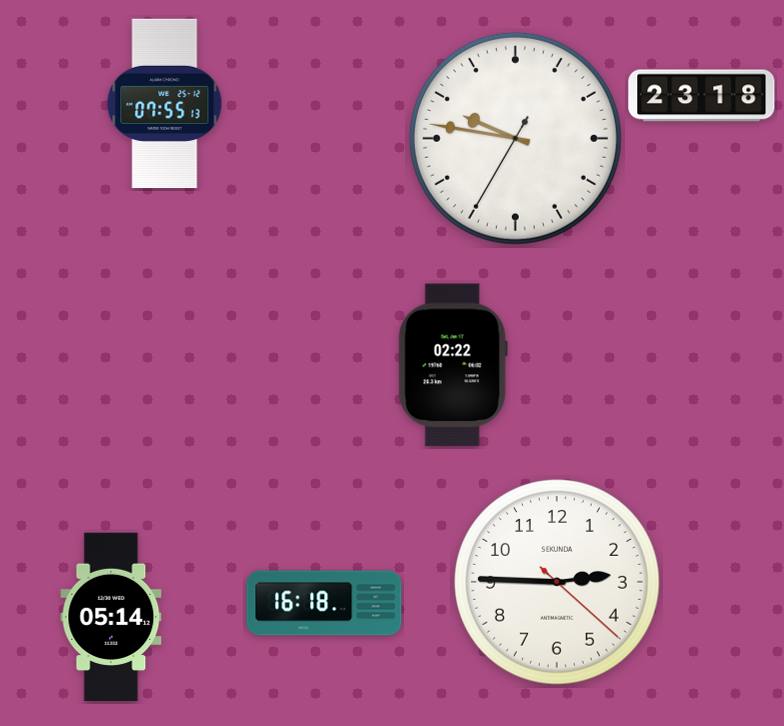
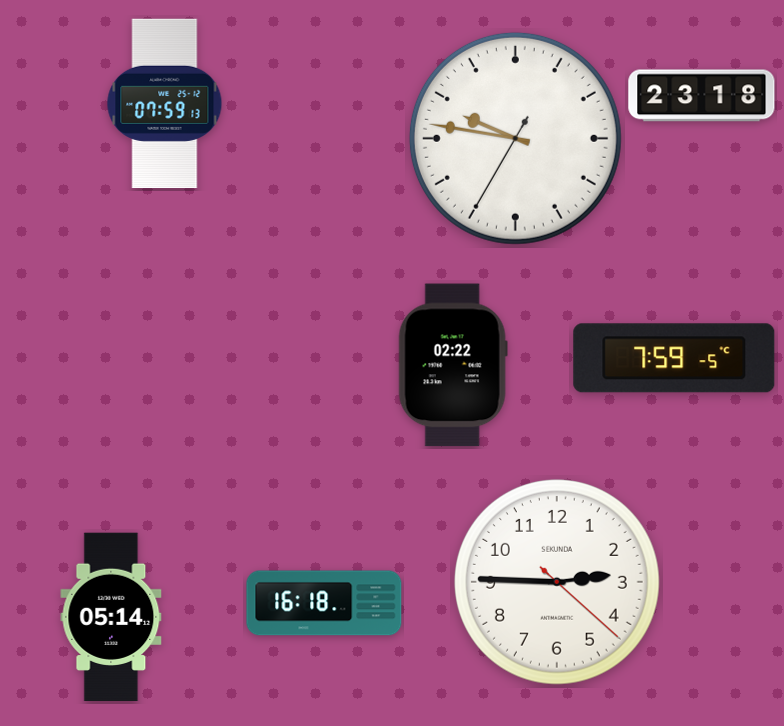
clock at (165, 104): 07:55 -> 07:59
clock at (674, 358): none -> 7:59
